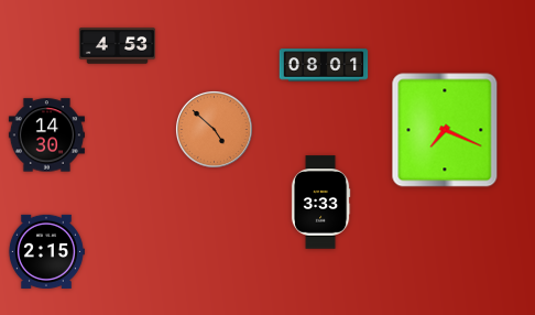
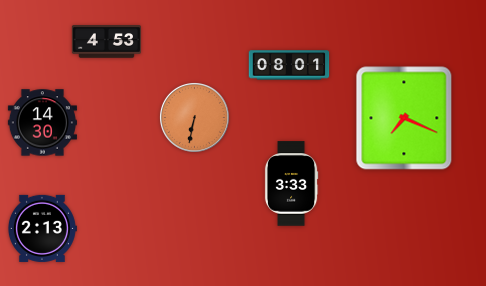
clock at (324, 65) position: (324, 65) -> (289, 65)
clock at (214, 129): 4:52 -> 6:32
clock at (46, 251): 2:15 -> 2:13
